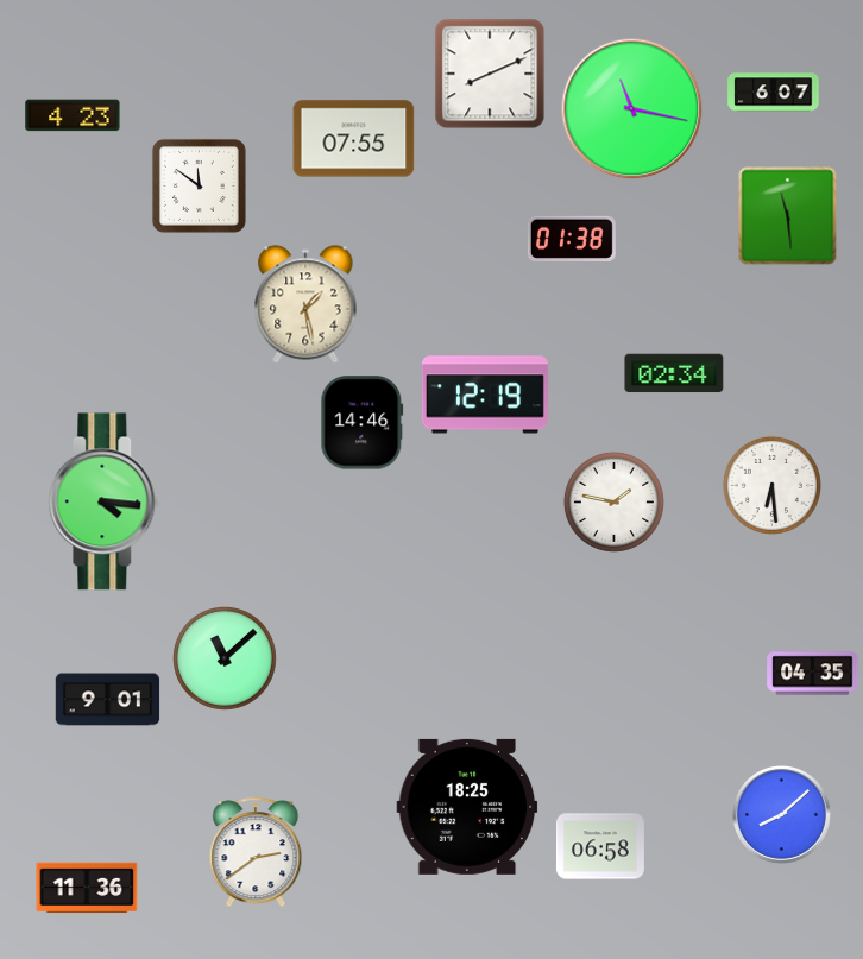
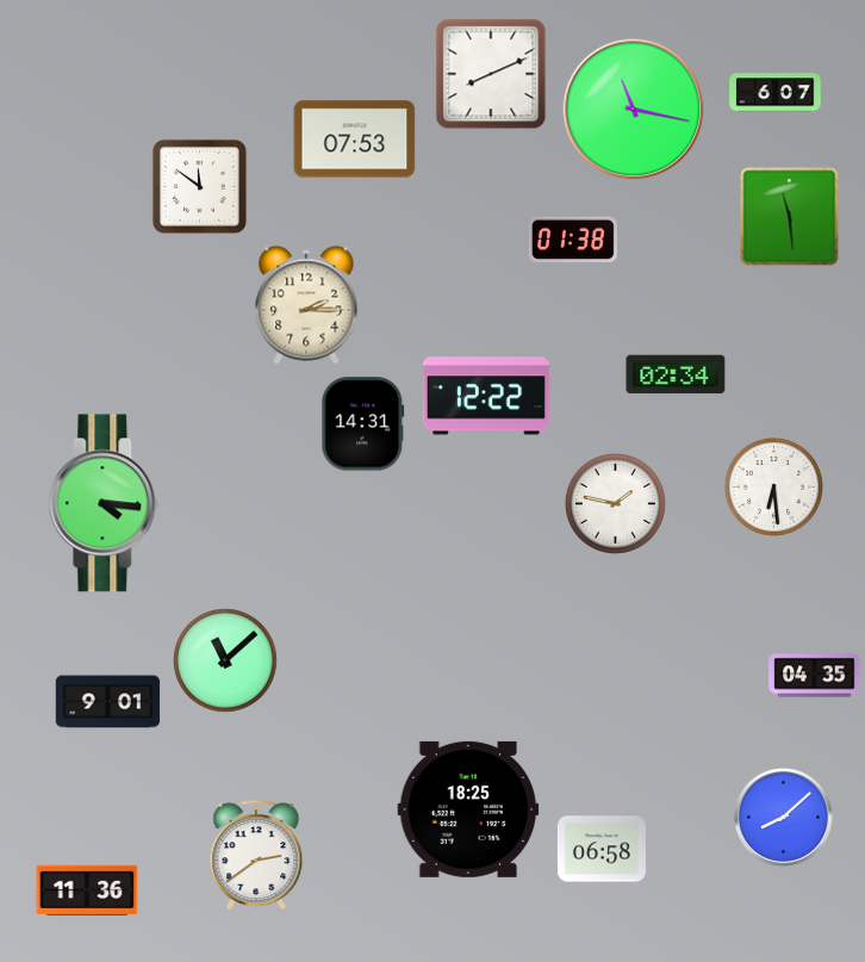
clock at (73, 115): 4:23 -> none
clock at (354, 139): 07:55 -> 07:53
clock at (305, 304): 1:28 -> 2:15
clock at (485, 395): 12:19 -> 12:22
clock at (363, 423): 14:46 -> 14:31
